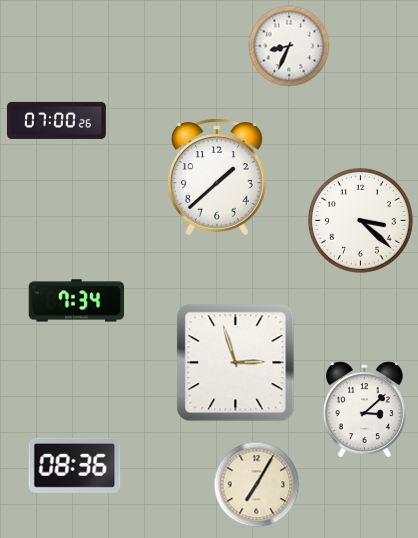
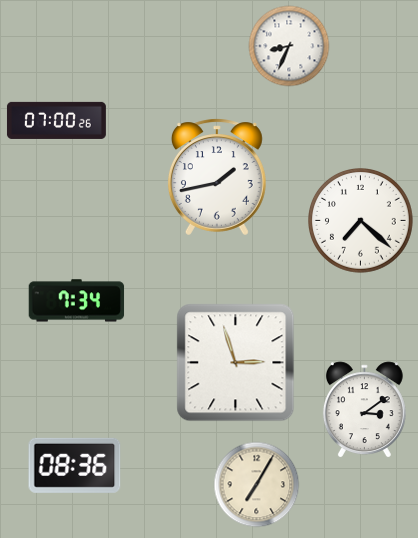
clock at (217, 177): 1:38 -> 1:43
clock at (361, 221): 3:22 -> 7:22
clock at (364, 410): 3:08 -> 3:09
